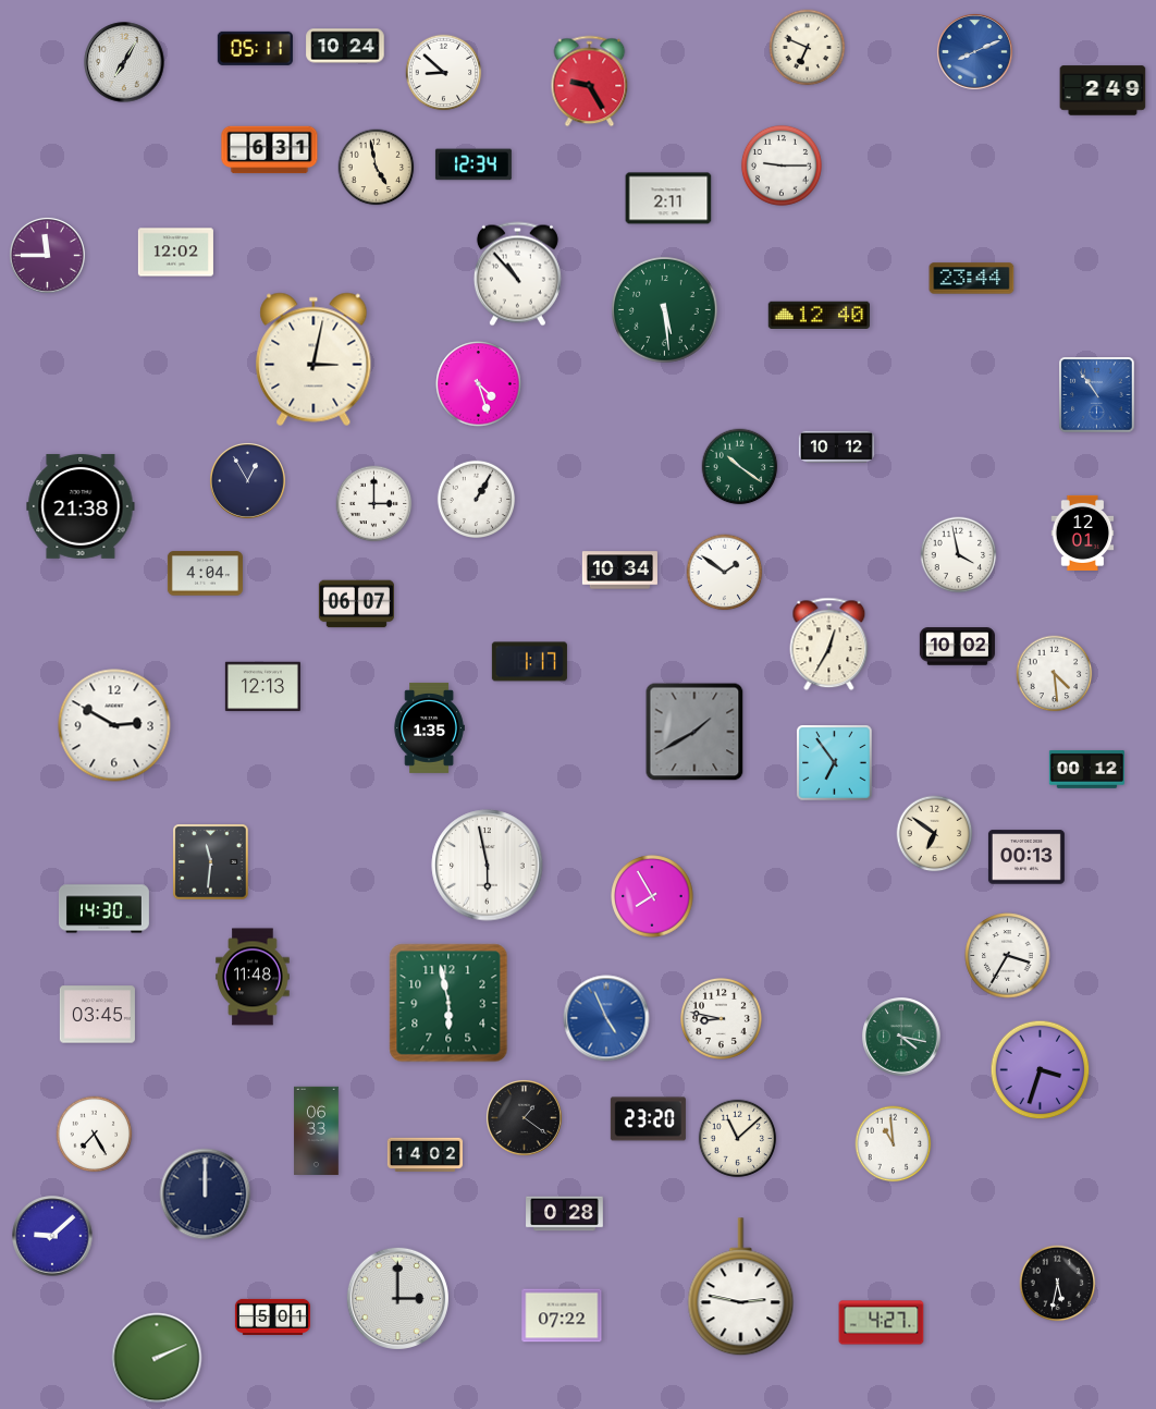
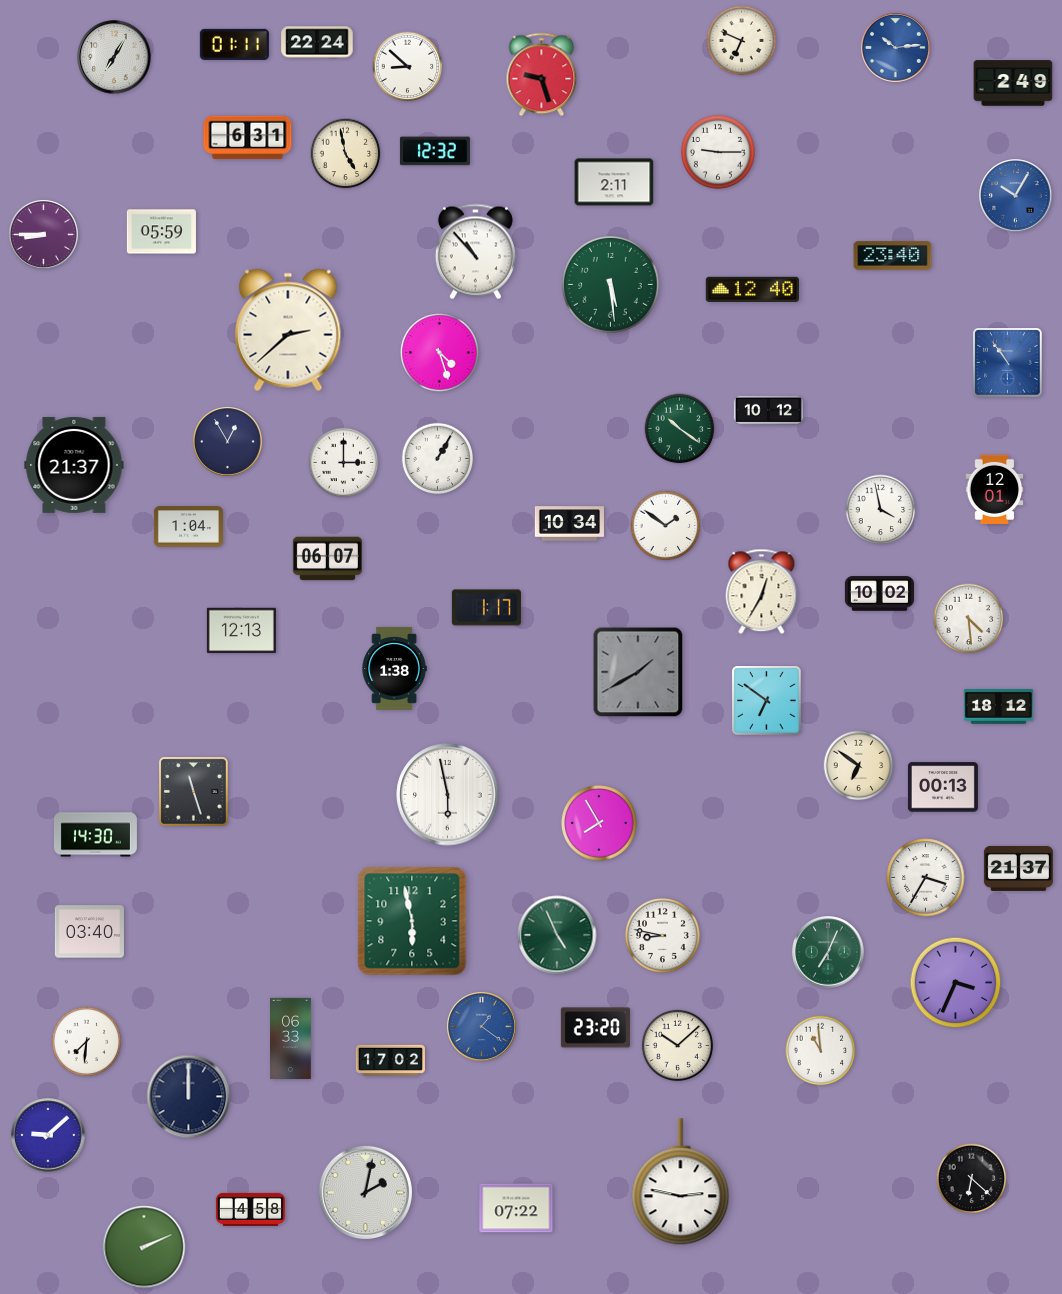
clock at (345, 46): 10:24 -> 22:24
clock at (255, 48): 05:11 -> 01:11
clock at (808, 48) position: (808, 48) -> (742, 41)
clock at (974, 51): 8:11 -> 10:14
clock at (590, 82): 9:25 -> 9:27
clock at (474, 164): 12:34 -> 12:32
clock at (1016, 196): none -> 10:05
clock at (175, 253): 12:02 -> 05:59
clock at (47, 255): 11:45 -> 8:45
clock at (972, 279): 23:44 -> 23:40
clock at (313, 359): 3:02 -> 2:38
clock at (81, 506): 21:38 -> 21:37
clock at (205, 574): 4:04 -> 1:04
clock at (356, 604) position: (356, 604) -> (327, 559)
clock at (114, 725): 2:50 -> none
clock at (429, 728): 1:35 -> 1:38
clock at (835, 763): 6:54 -> 6:51
clock at (1086, 769): 00:12 -> 18:12
clock at (211, 862): 11:31 -> 11:27
clock at (1018, 868): none -> 21:37
clock at (253, 977): 11:48 -> none
clock at (97, 1015): 03:45 -> 03:40
clock at (606, 1018) dial: blue -> green
clock at (901, 1037): 4:17 -> 7:04
clock at (1041, 1070): 3:33 -> 3:34
clock at (524, 1117) dial: black -> blue
clock at (95, 1135): 7:25 -> 7:31
clock at (738, 1139): 11:08 -> 10:08
clock at (425, 1154): 14:02 -> 17:02
clock at (565, 1214): 0:28 -> none
clock at (1058, 1284): 5:32 -> 6:22
clock at (397, 1298): 3:00 -> 2:02
clock at (272, 1316): 5:01 -> 4:58
clock at (882, 1323): 4:27 -> none
